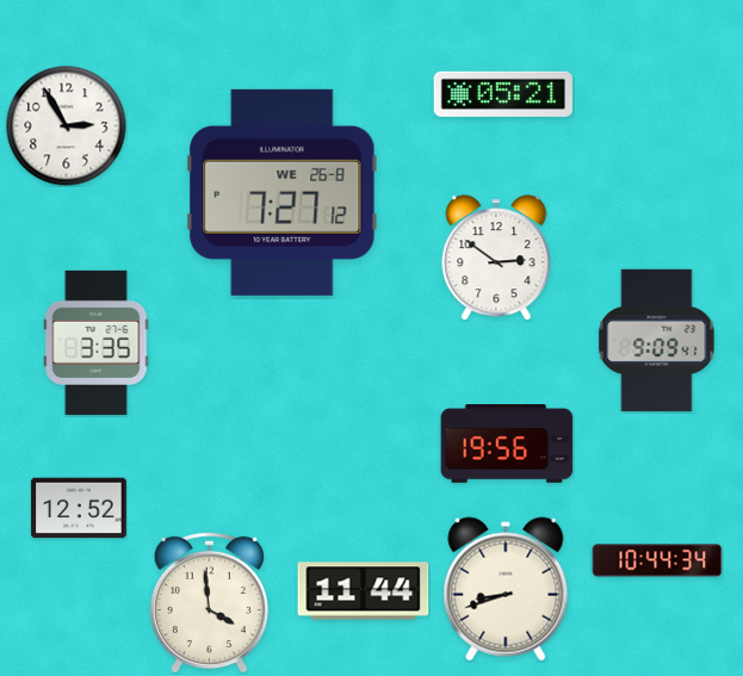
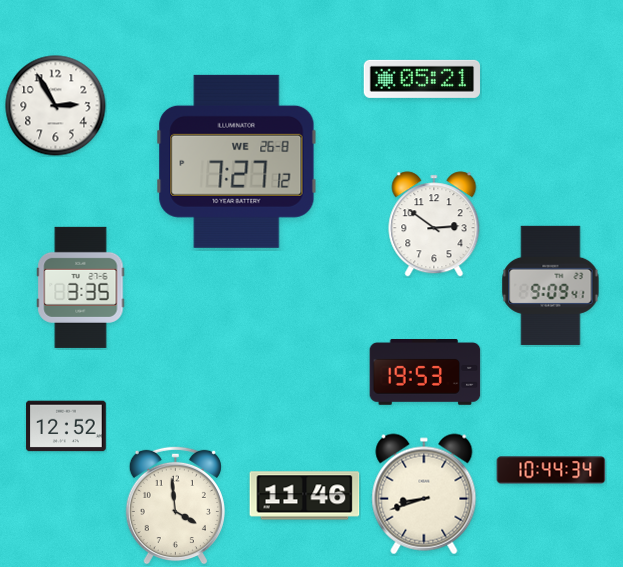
clock at (496, 258) position: (496, 258) -> (434, 224)
clock at (507, 445): 19:56 -> 19:53
clock at (364, 591): 11:44 -> 11:46
